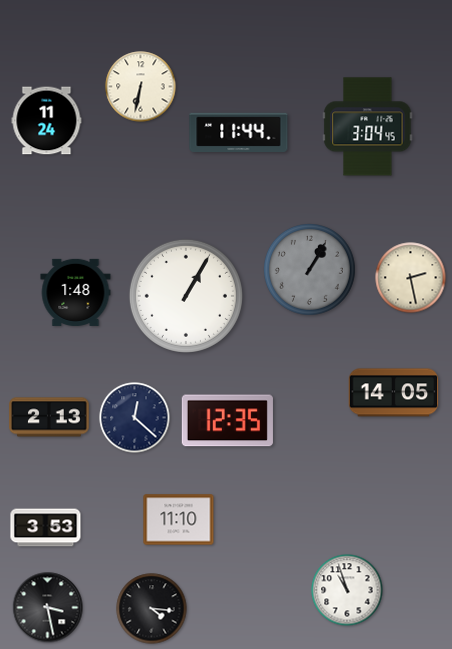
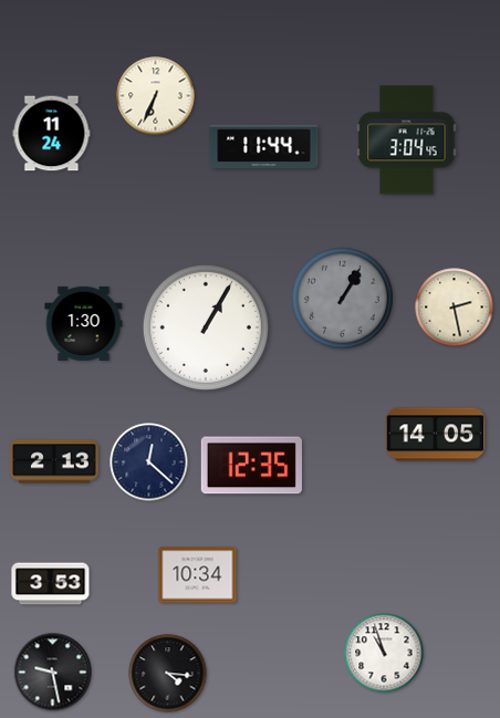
clock at (141, 87): 6:32 -> 6:34
clock at (76, 292): 1:48 -> 1:30
clock at (179, 520): 11:10 -> 10:34
clock at (48, 608): 3:28 -> 9:28
